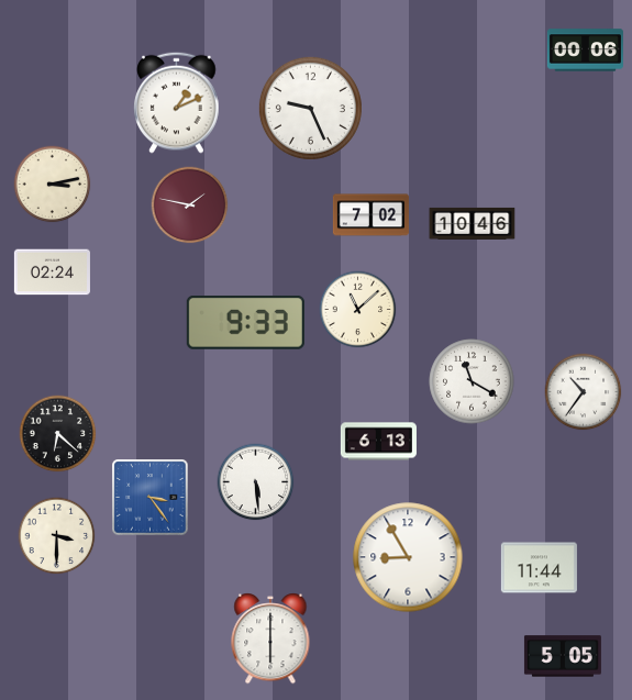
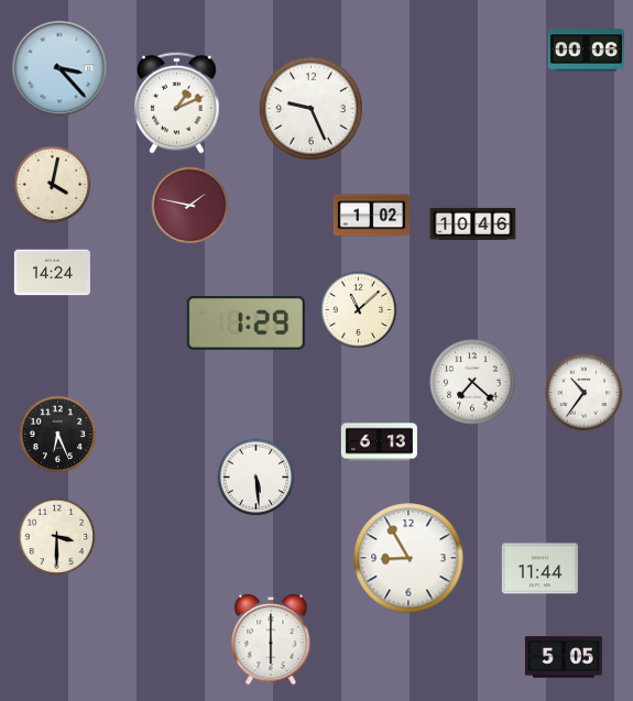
clock at (59, 68): none -> 3:23
clock at (53, 185): 3:13 -> 4:02
clock at (370, 215): 7:02 -> 1:02
clock at (52, 273): 02:24 -> 14:24
clock at (245, 322): 9:33 -> 1:29
clock at (472, 381): 11:20 -> 7:22
clock at (58, 434): 6:22 -> 6:26
clock at (256, 482) position: (256, 482) -> (257, 478)
clock at (151, 498): 3:24 -> none
